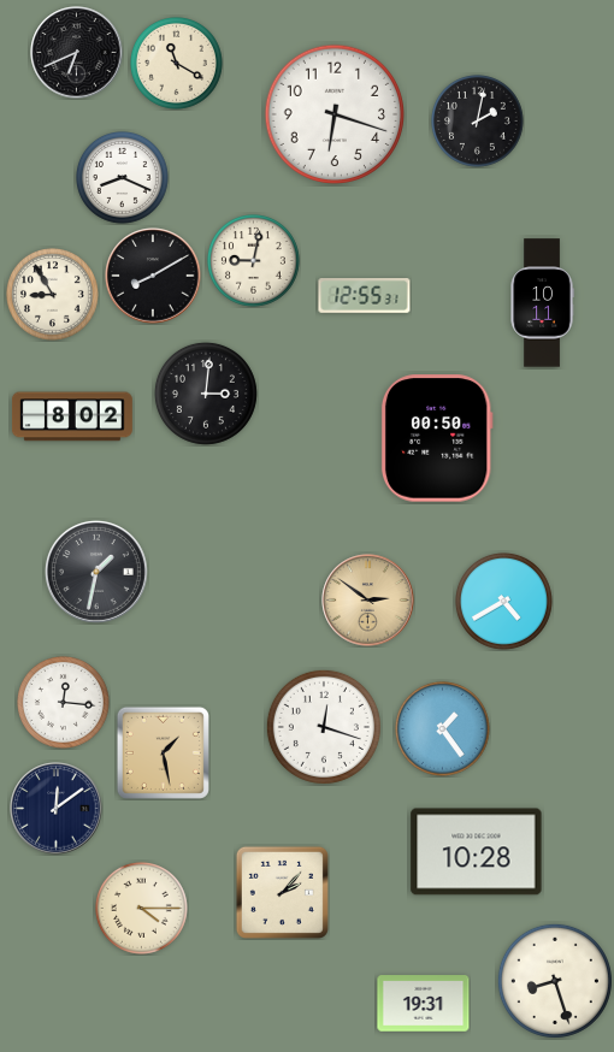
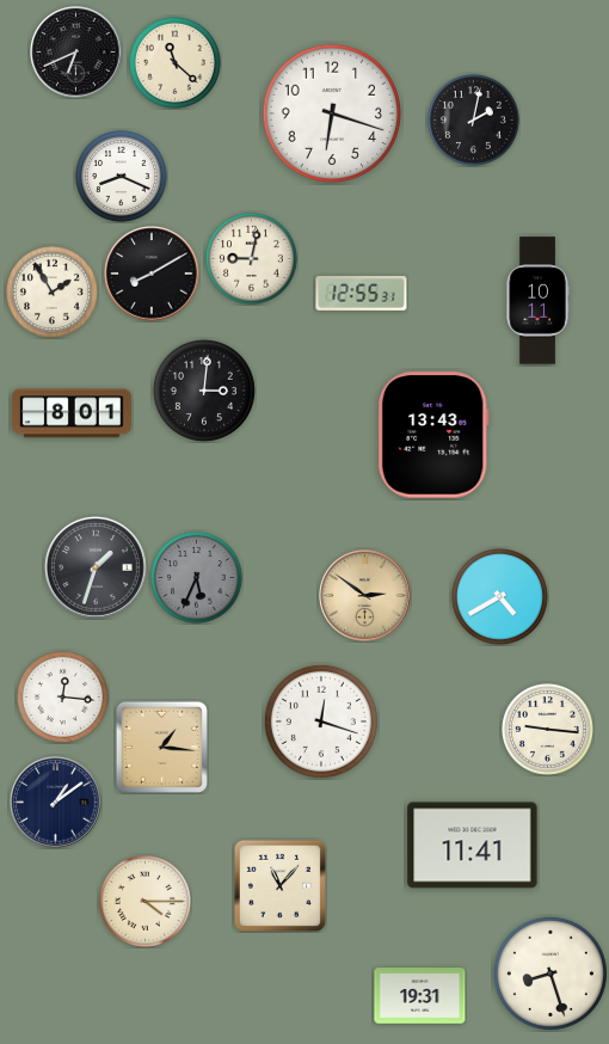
clock at (177, 64): 11:20 -> 11:22
clock at (53, 295): 8:55 -> 1:55
clock at (72, 416): 8:02 -> 8:01
clock at (437, 438): 00:50 -> 13:43
clock at (96, 572): 1:32 -> 1:33
clock at (197, 578): none -> 5:34
clock at (442, 728): 1:24 -> none
clock at (548, 730): none -> 9:16
clock at (163, 752): 1:28 -> 1:16
clock at (57, 809): 12:09 -> 1:09
clock at (477, 852): 10:28 -> 11:41
clock at (282, 892): 2:07 -> 11:07
clock at (142, 909) position: (142, 909) -> (146, 902)
